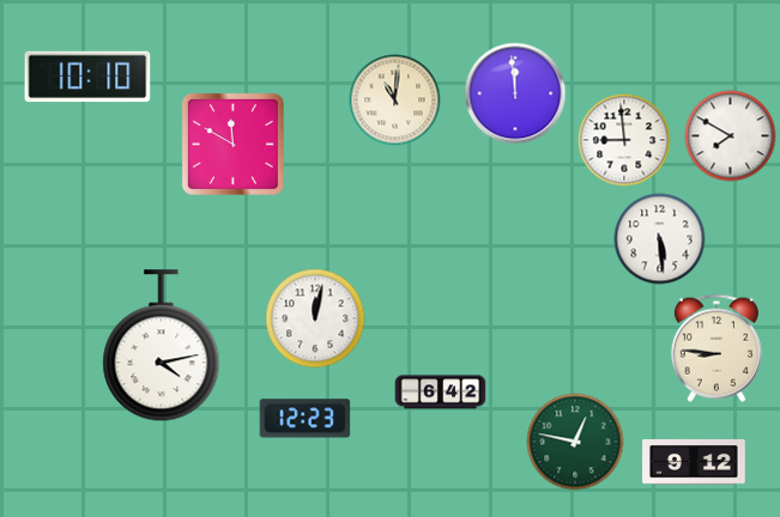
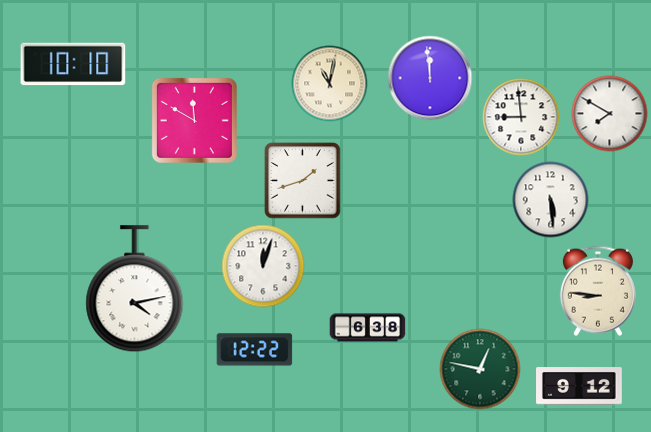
clock at (395, 101): 11:01 -> 11:02
clock at (303, 181): none -> 1:42
clock at (315, 318): 12:02 -> 12:03
clock at (441, 393): 6:42 -> 6:38
clock at (306, 419): 12:23 -> 12:22
